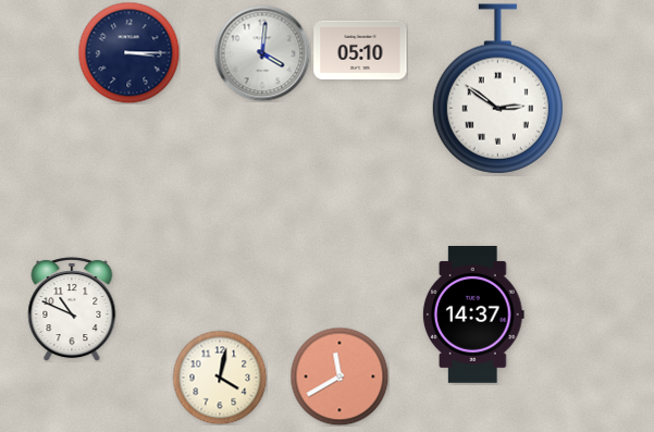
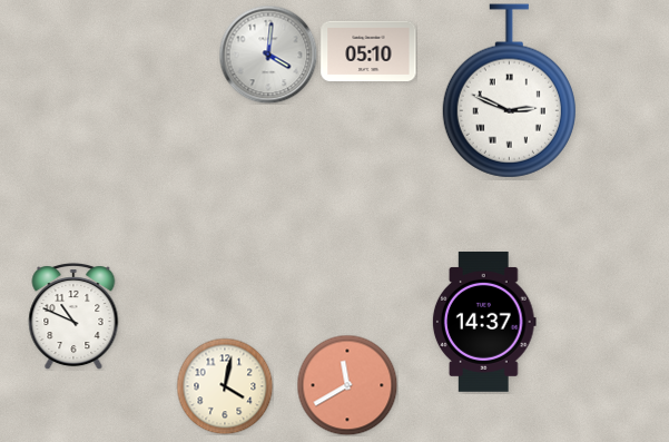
clock at (128, 52): 3:15 -> none
clock at (497, 89): 2:51 -> 2:49
